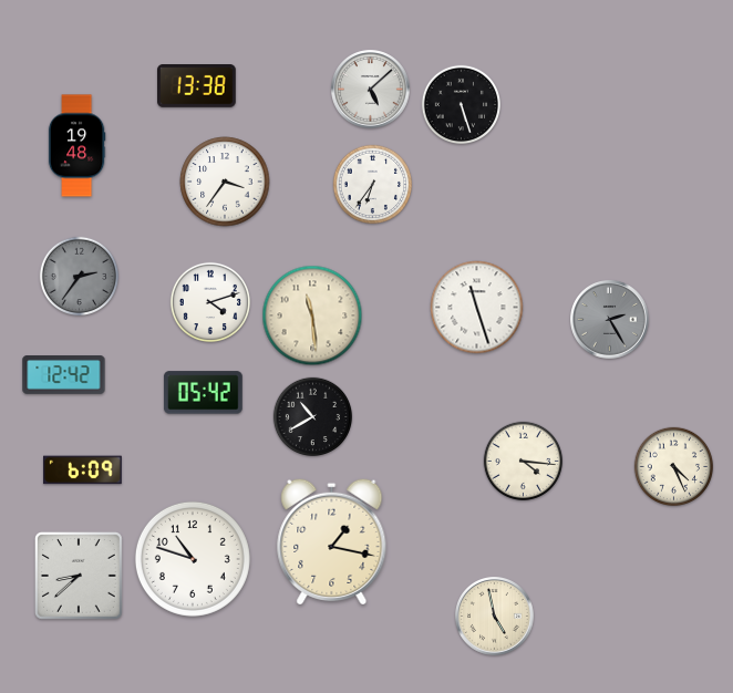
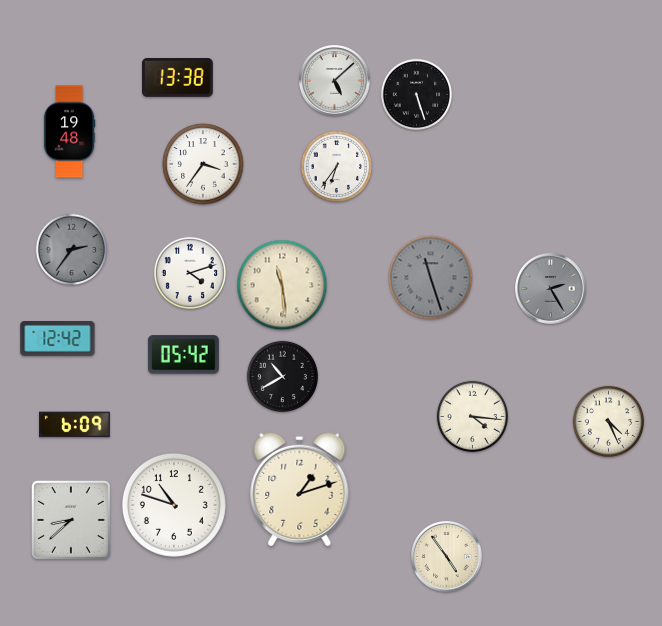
clock at (477, 308) dial: white -> grey
clock at (332, 540): 1:17 -> 1:12
clock at (495, 617): 4:58 -> 4:54
